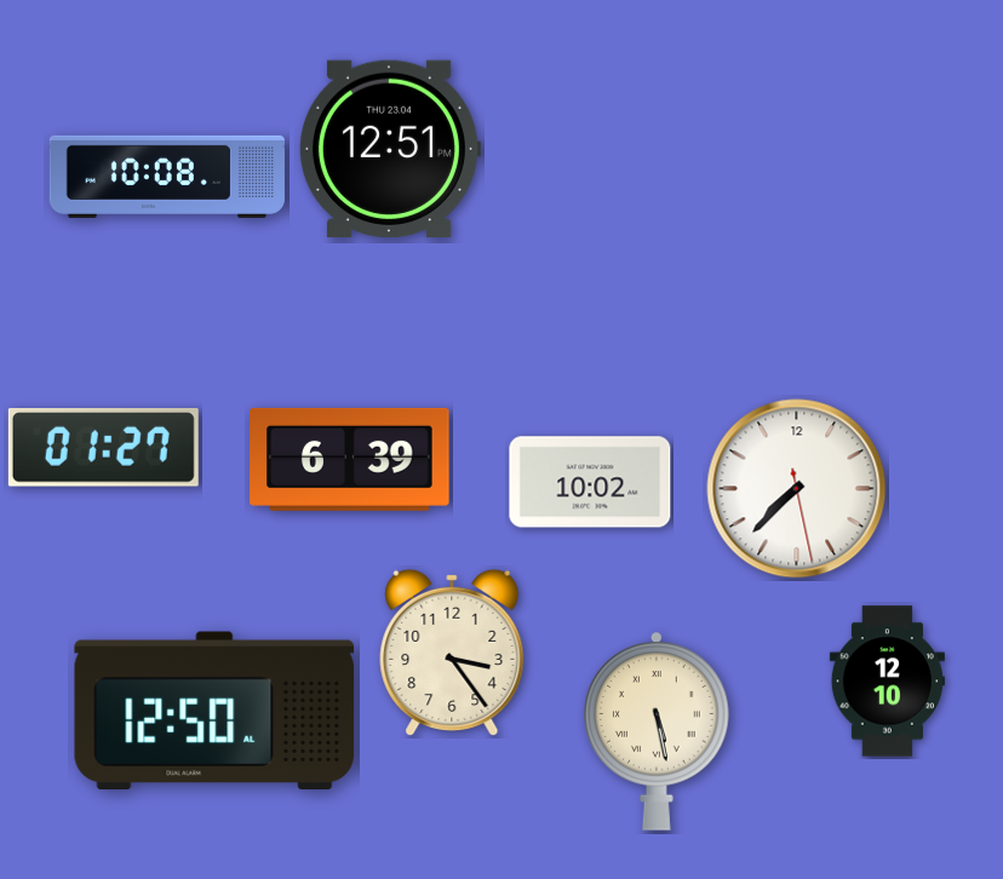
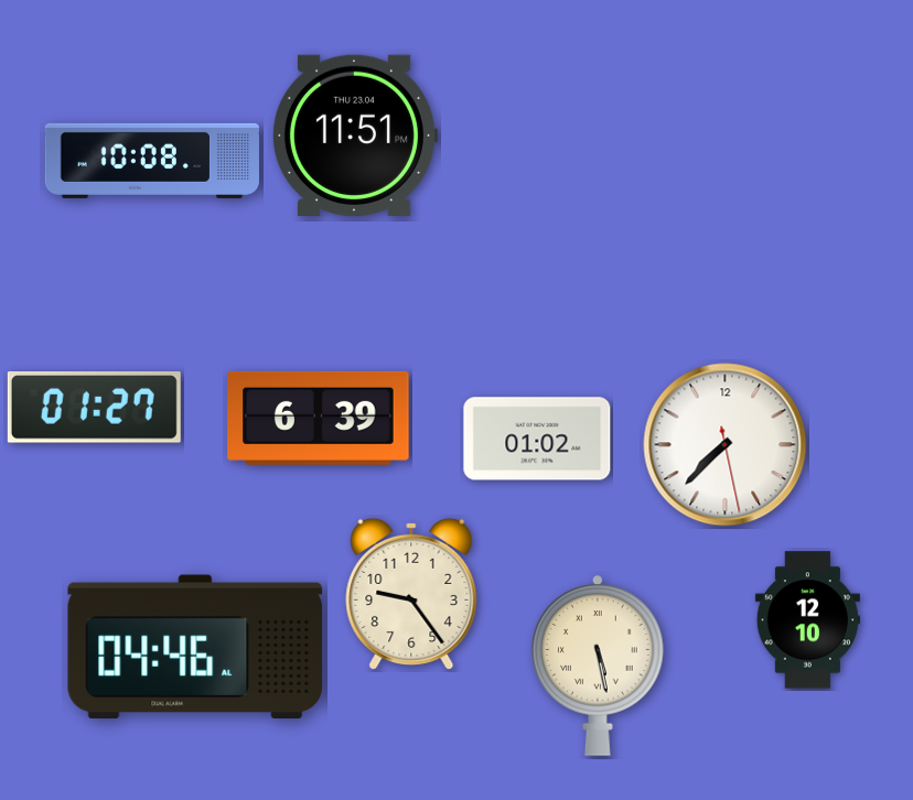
clock at (389, 149): 12:51 -> 11:51
clock at (590, 482): 10:02 -> 01:02
clock at (452, 653): 3:24 -> 9:24
clock at (214, 709): 12:50 -> 04:46
